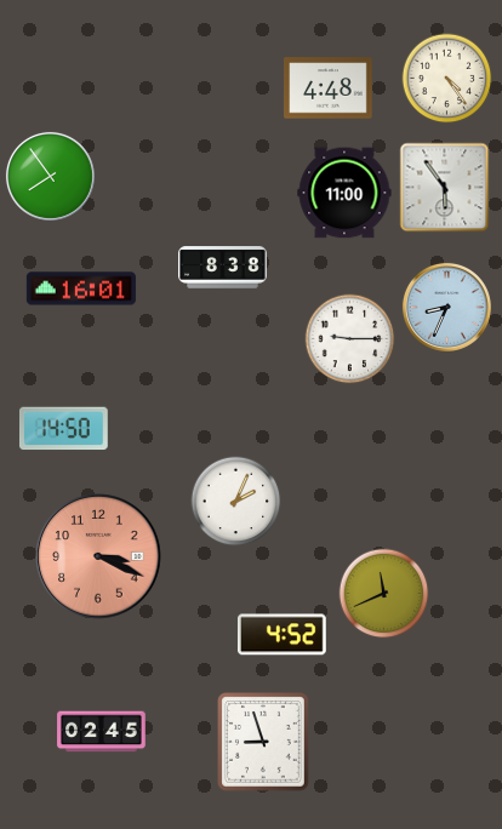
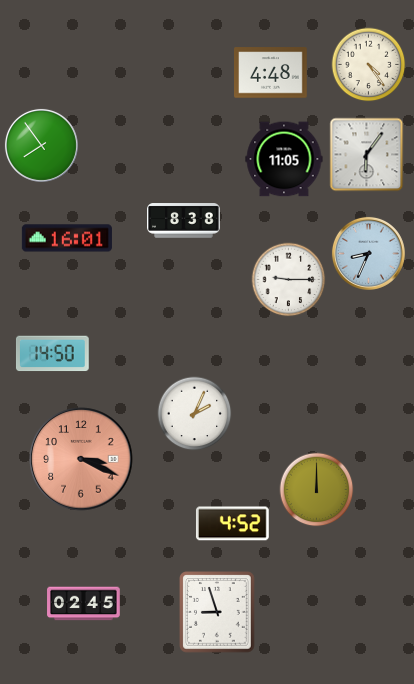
clock at (445, 188): 5:54 -> 6:06
clock at (344, 193): 11:00 -> 11:05
clock at (384, 594): 11:41 -> 12:00
